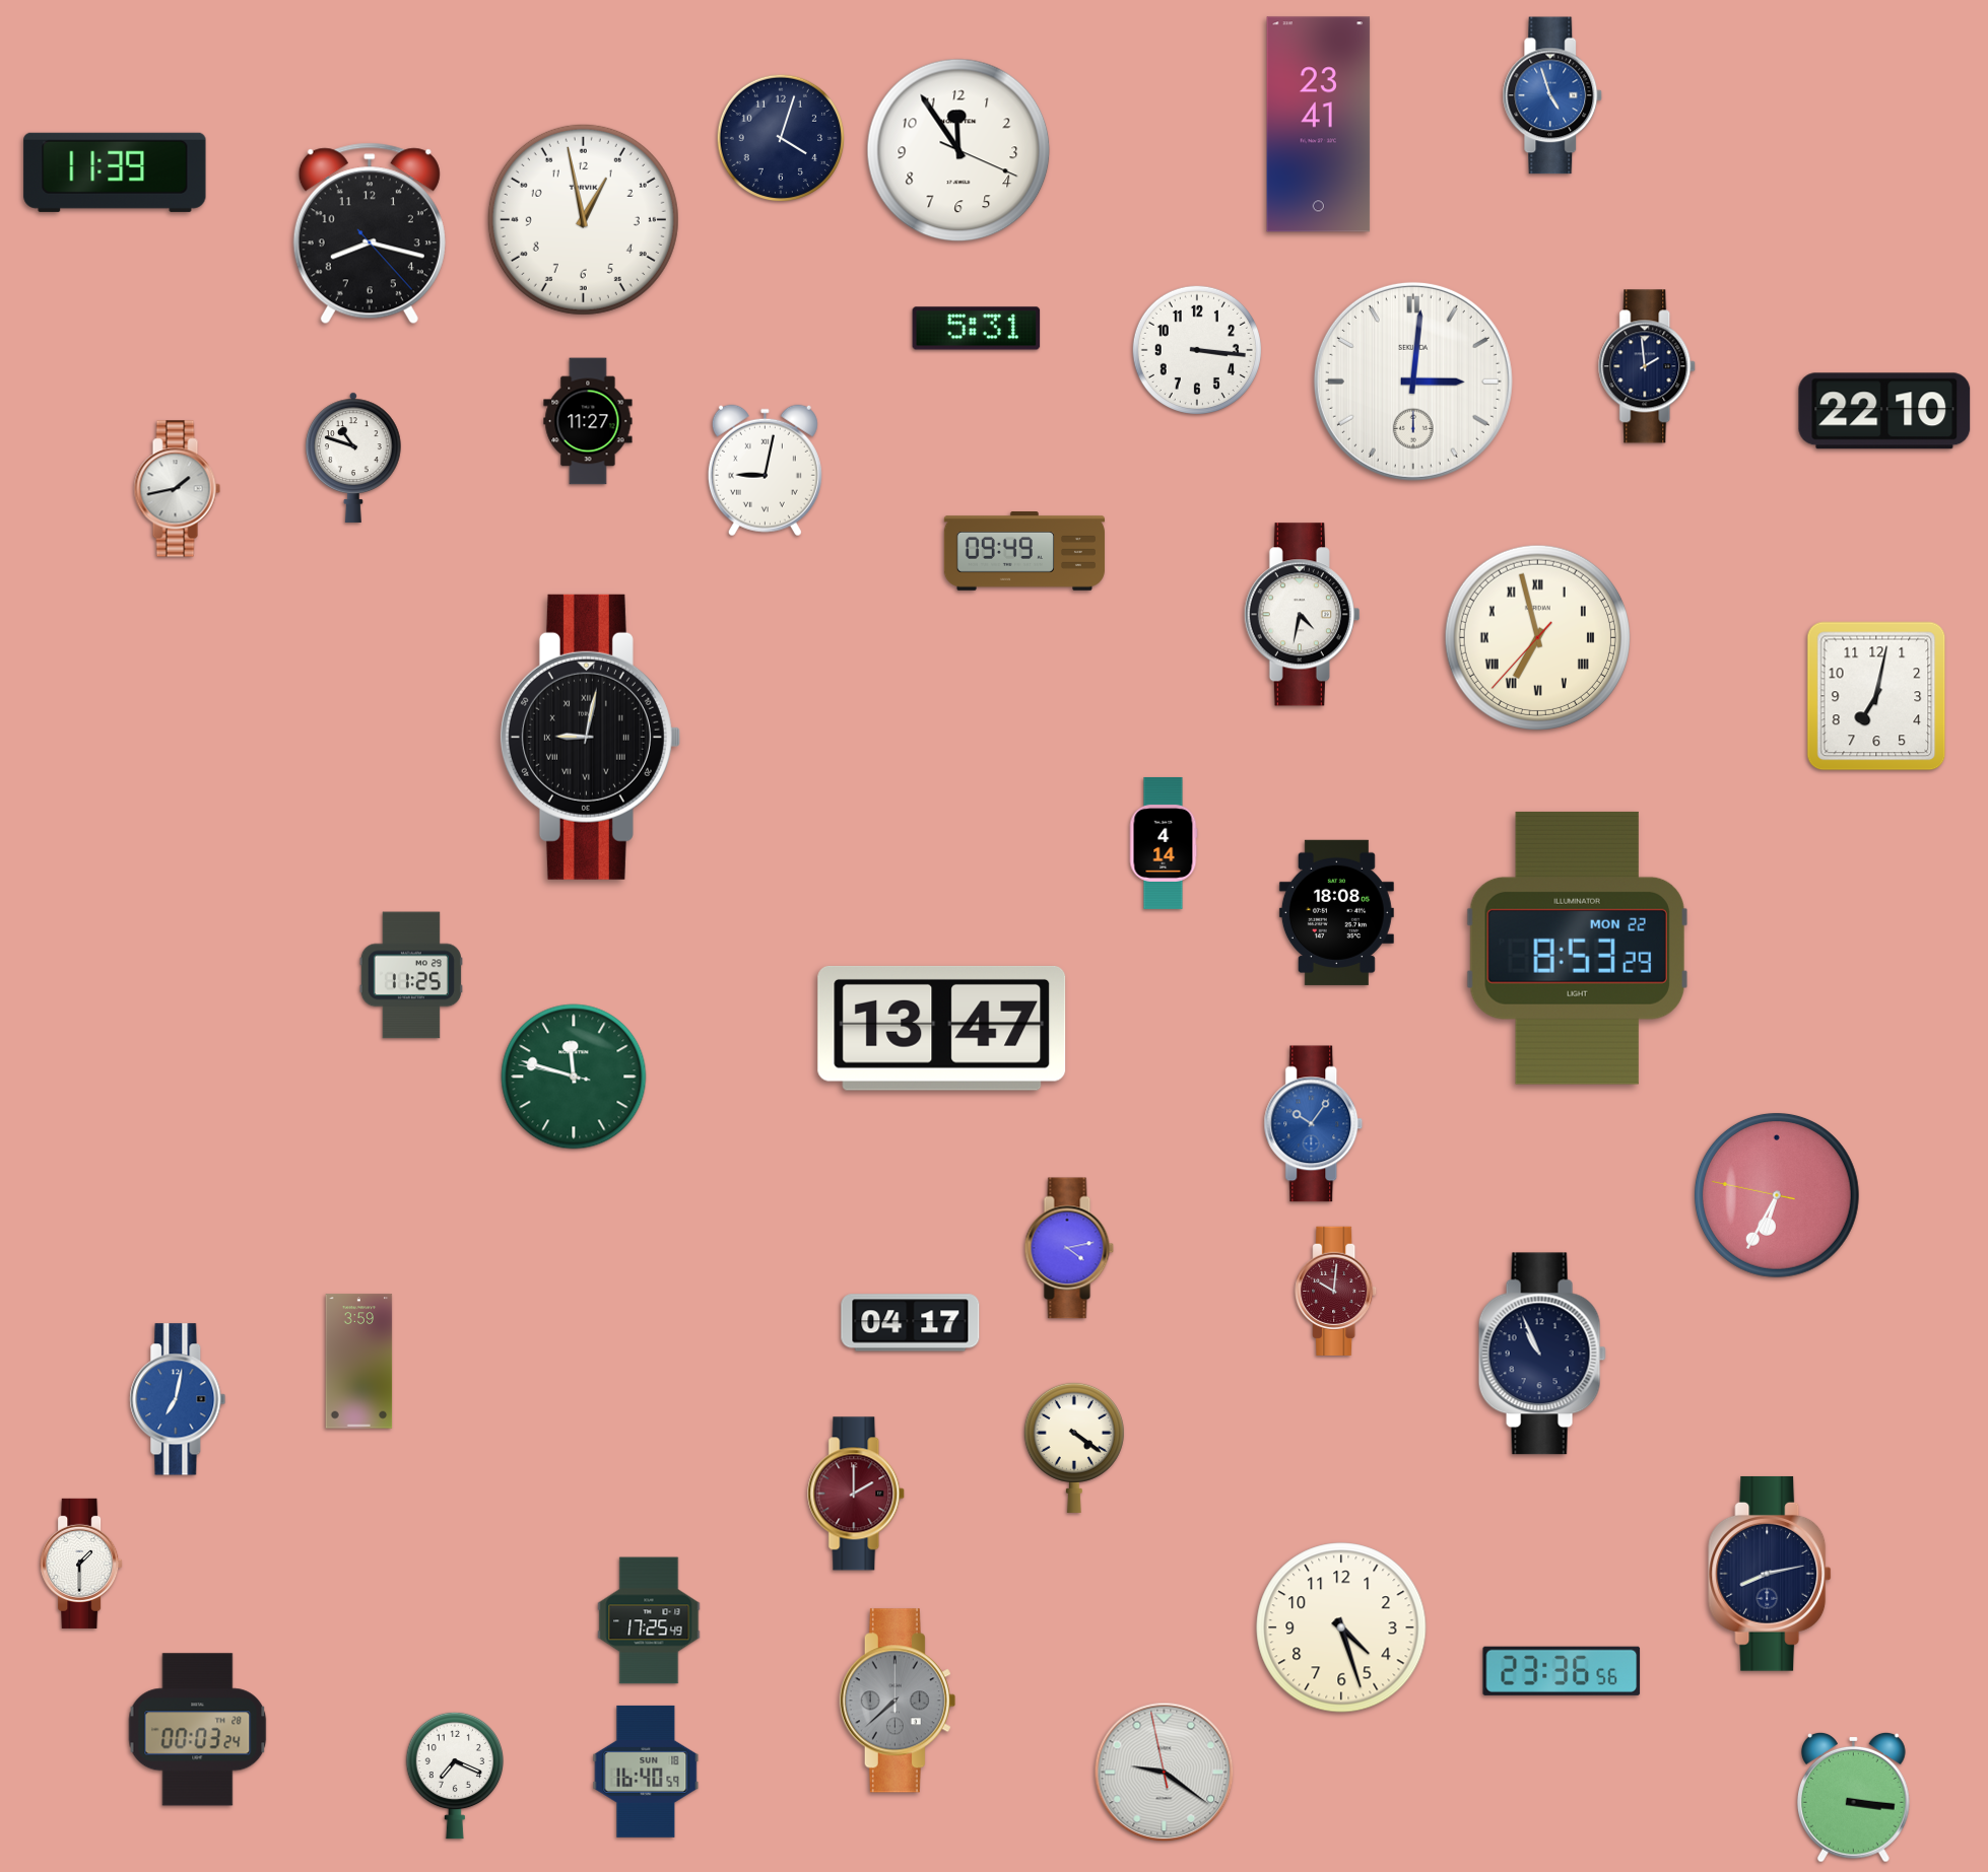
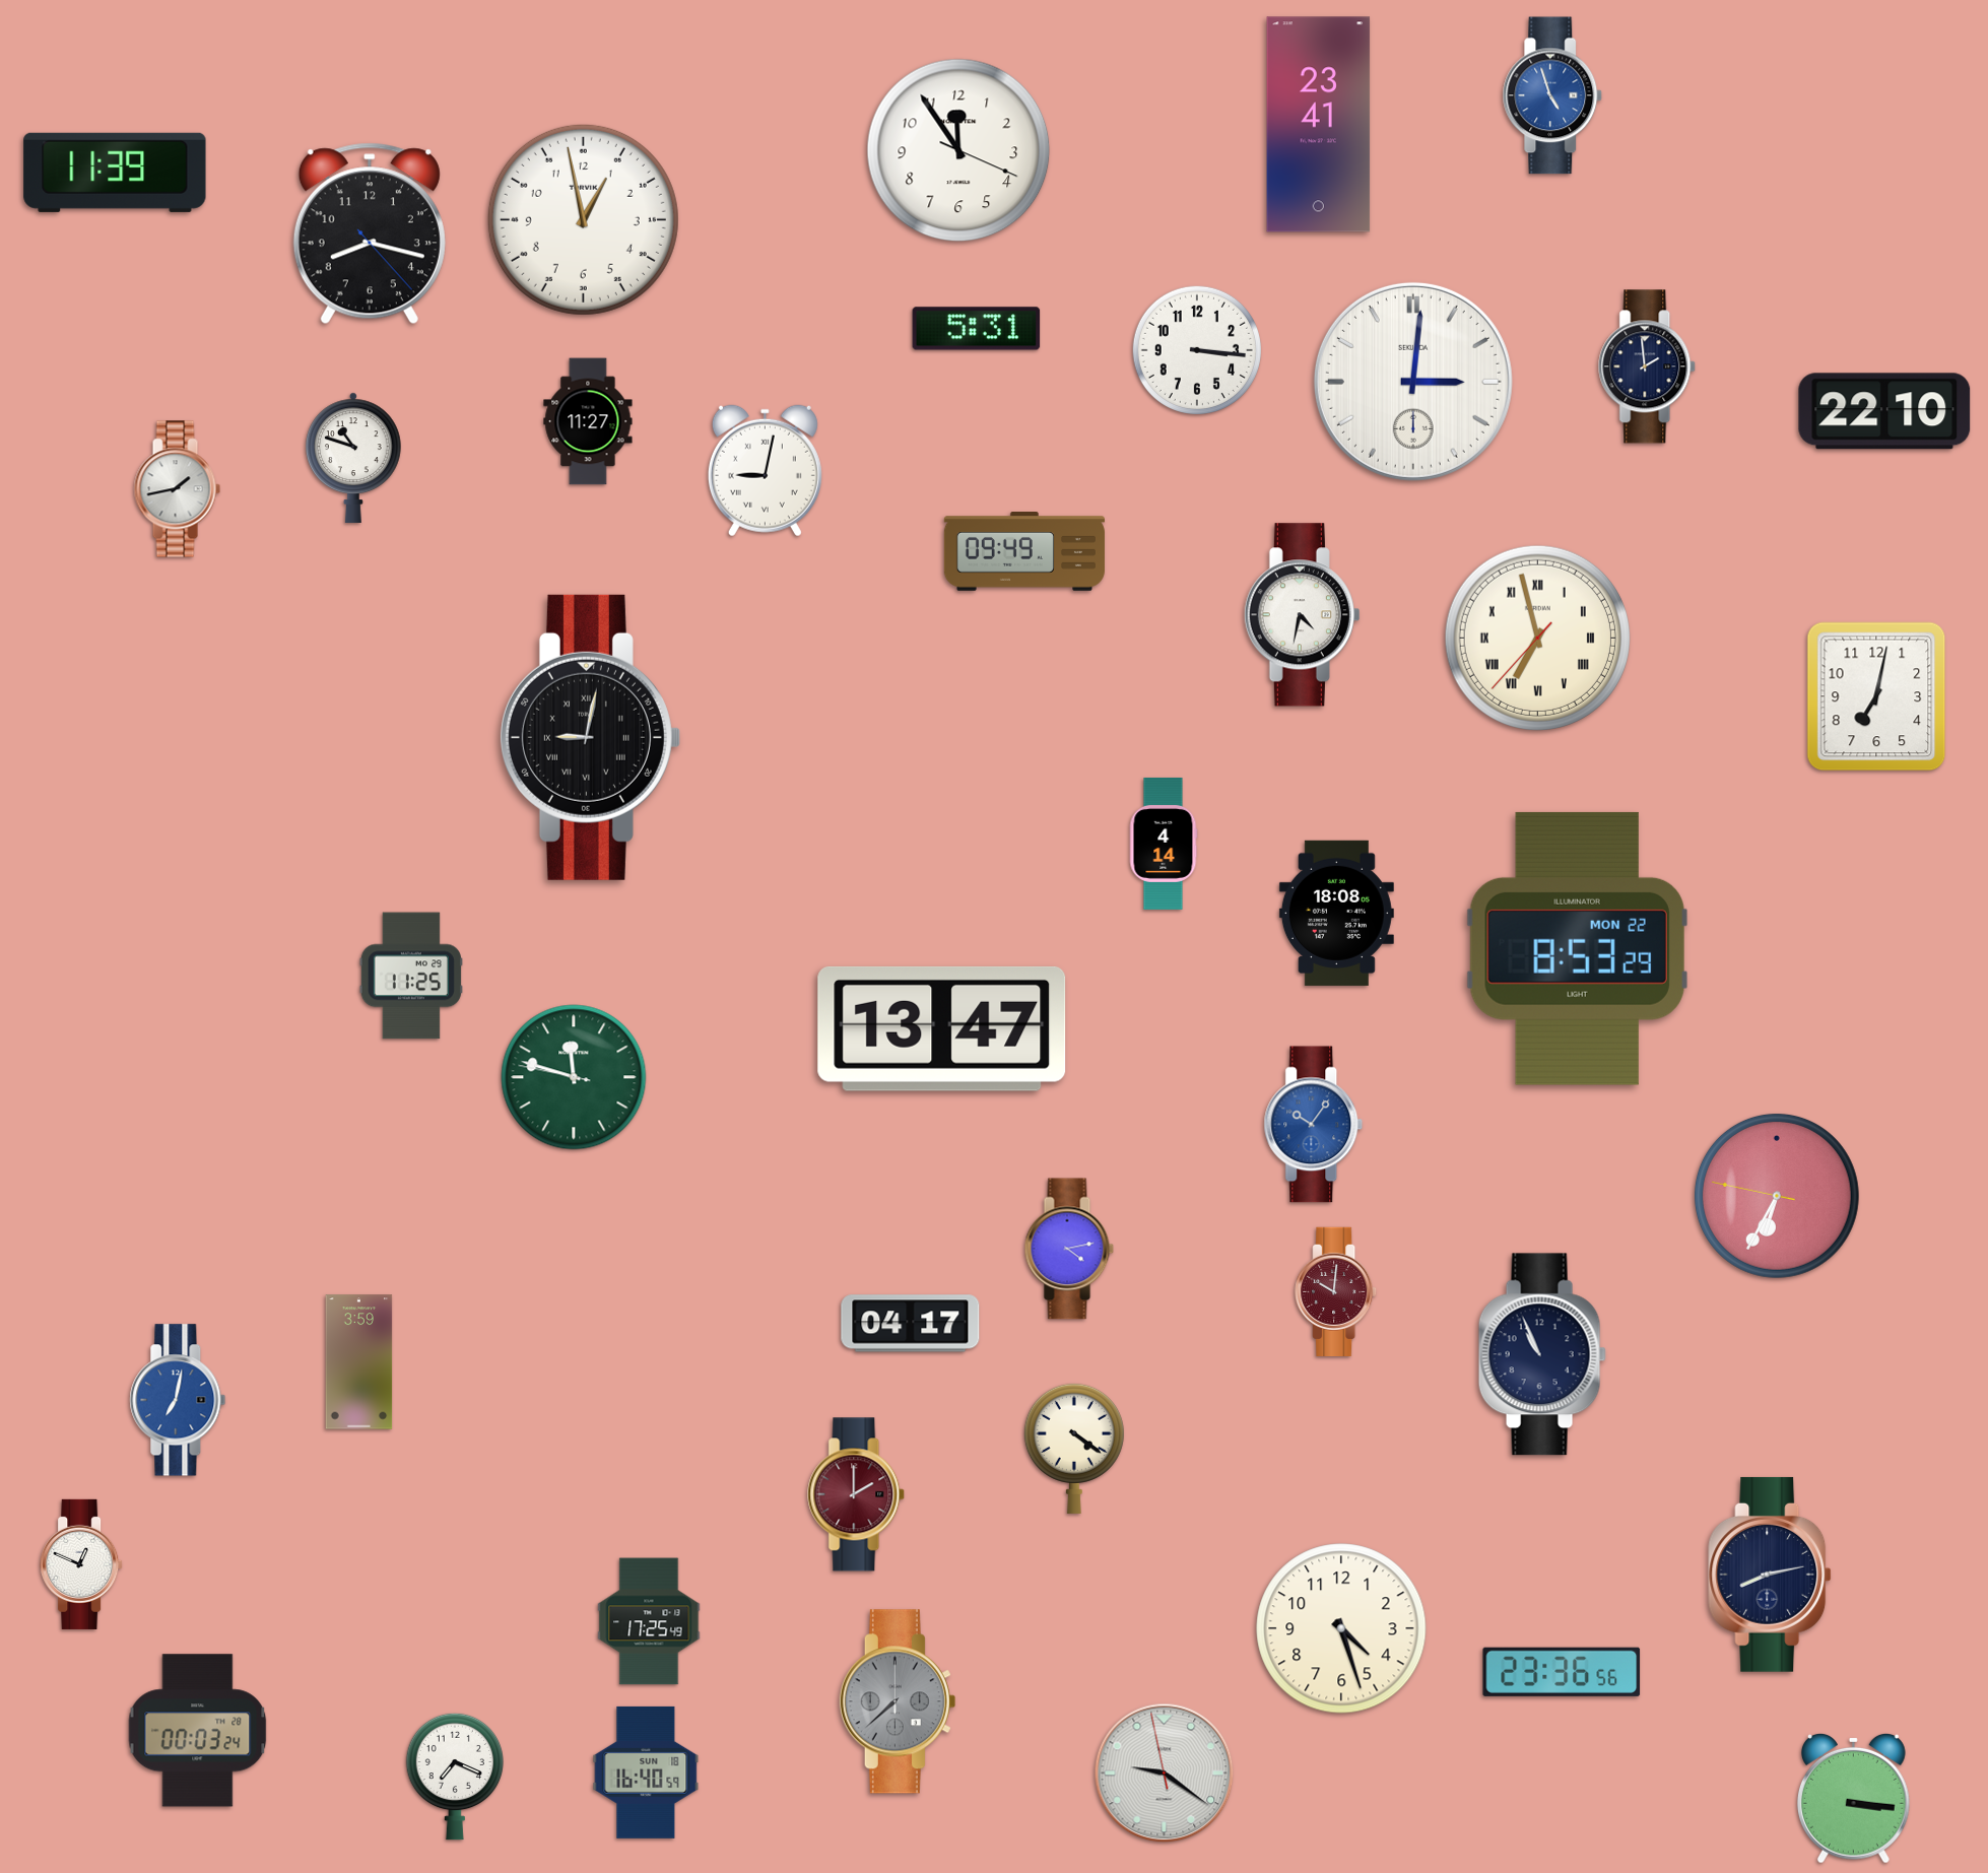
clock at (781, 138): 4:03 -> none
clock at (81, 1564): 1:30 -> 12:49
